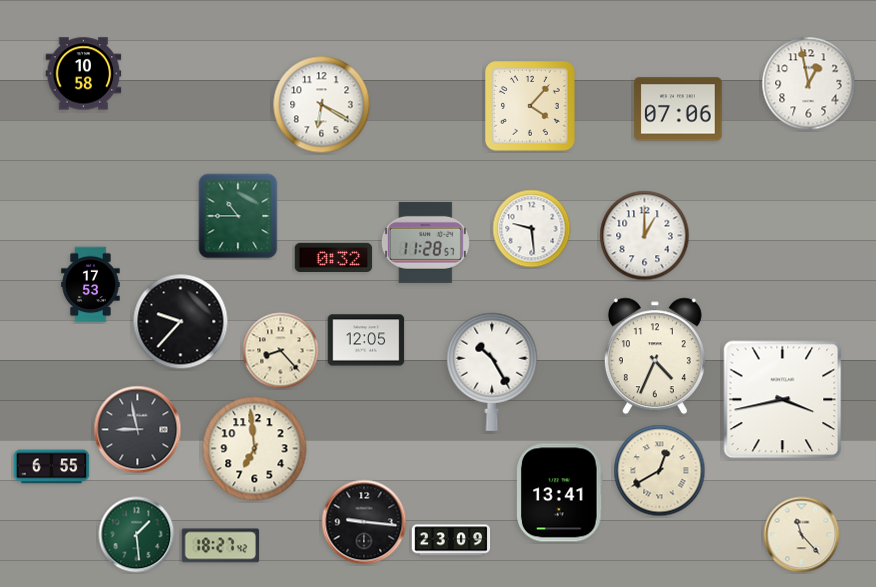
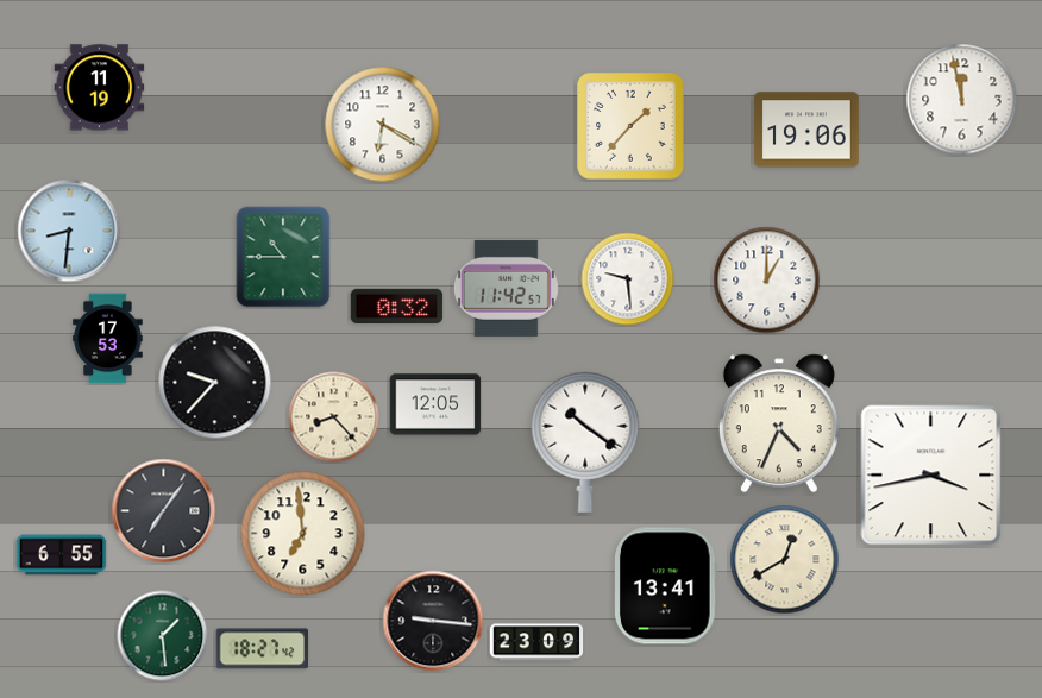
clock at (84, 74): 10:58 -> 11:19
clock at (809, 84): 12:58 -> 11:58
clock at (530, 106): 4:07 -> 1:37
clock at (678, 109): 07:06 -> 19:06
clock at (69, 231): none -> 8:31
clock at (532, 229) position: (532, 229) -> (628, 279)
clock at (425, 242): 11:28 -> 11:42
clock at (492, 372): 10:25 -> 10:21
clock at (138, 430): 8:58 -> 7:06
clock at (802, 535): 11:23 -> none
